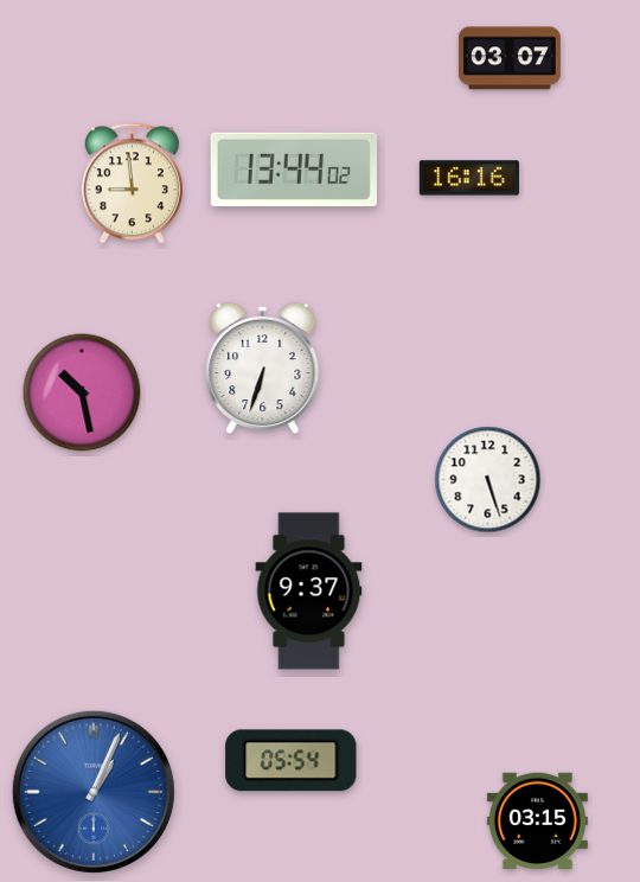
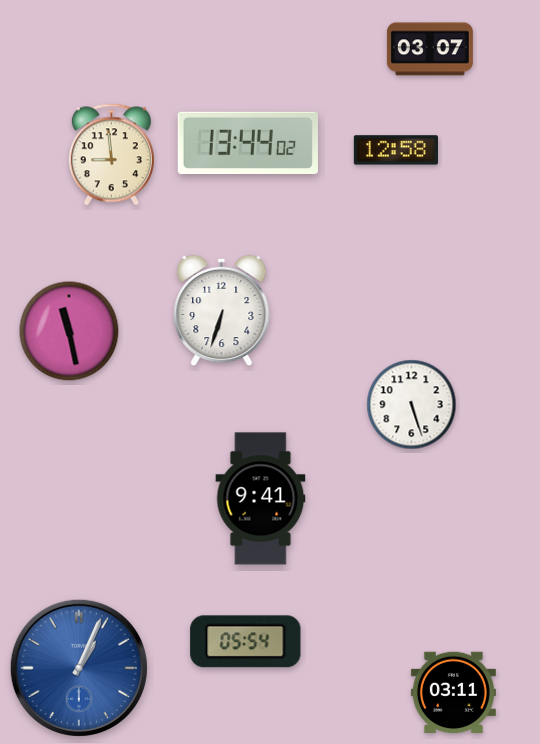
clock at (469, 178): 16:16 -> 12:58
clock at (82, 392): 10:28 -> 11:28
clock at (309, 592): 9:37 -> 9:41
clock at (537, 820): 03:15 -> 03:11
